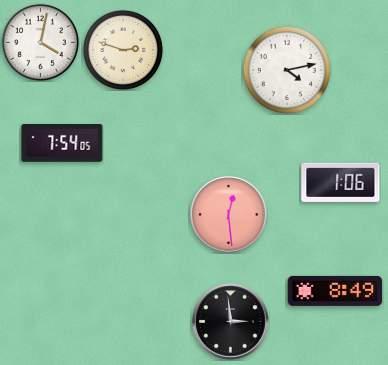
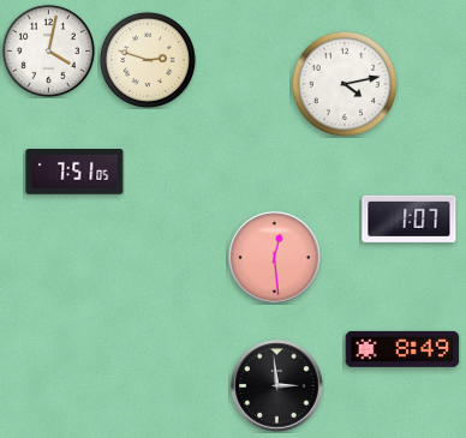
clock at (62, 143): 7:54 -> 7:51
clock at (341, 182): 1:06 -> 1:07
